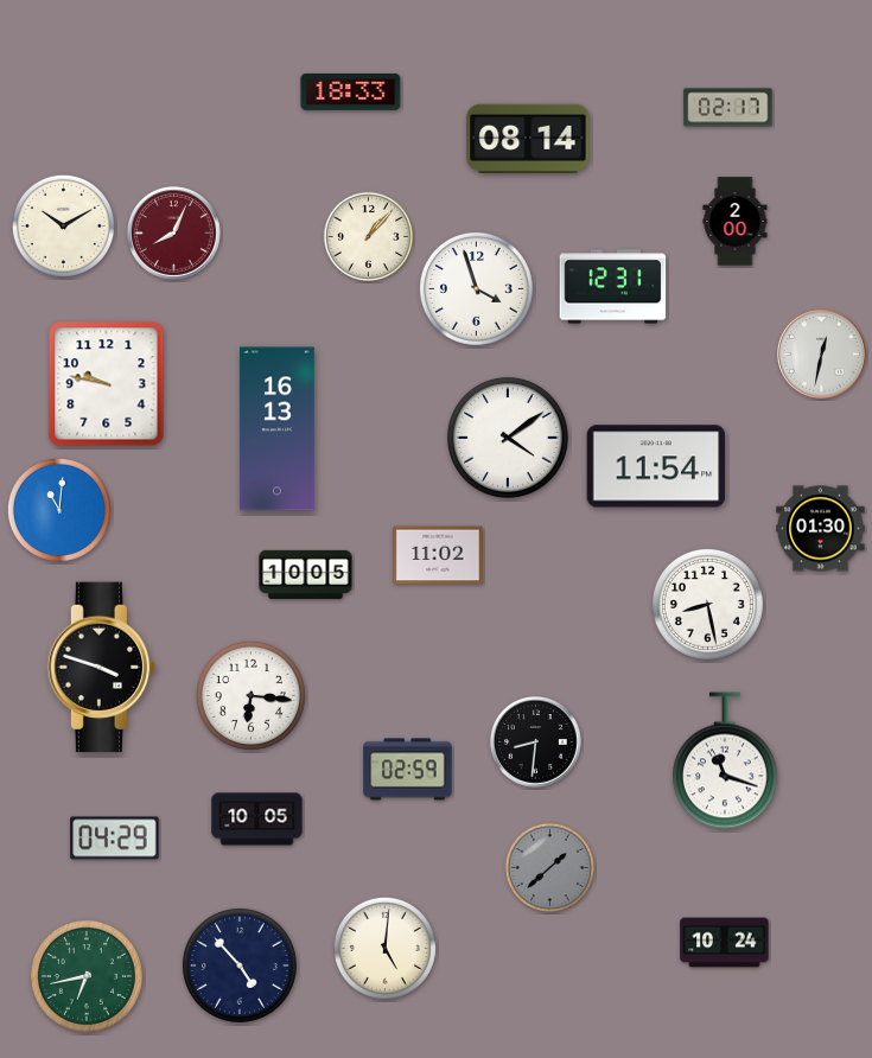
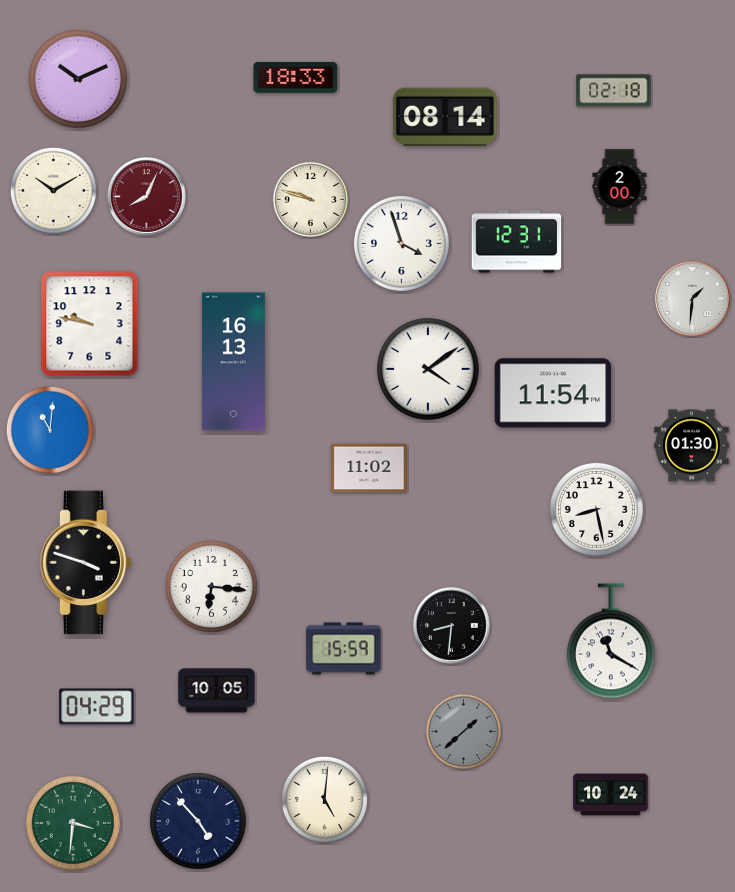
clock at (78, 79): none -> 10:11
clock at (728, 108): 02:17 -> 02:18
clock at (368, 236): 1:07 -> 9:48
clock at (822, 355): 12:32 -> 1:31
clock at (306, 574): 10:05 -> none
clock at (726, 760): 11:18 -> 11:20
clock at (408, 770): 02:59 -> 15:59
clock at (240, 965) position: (240, 965) -> (198, 821)
clock at (87, 976): 6:43 -> 3:31
